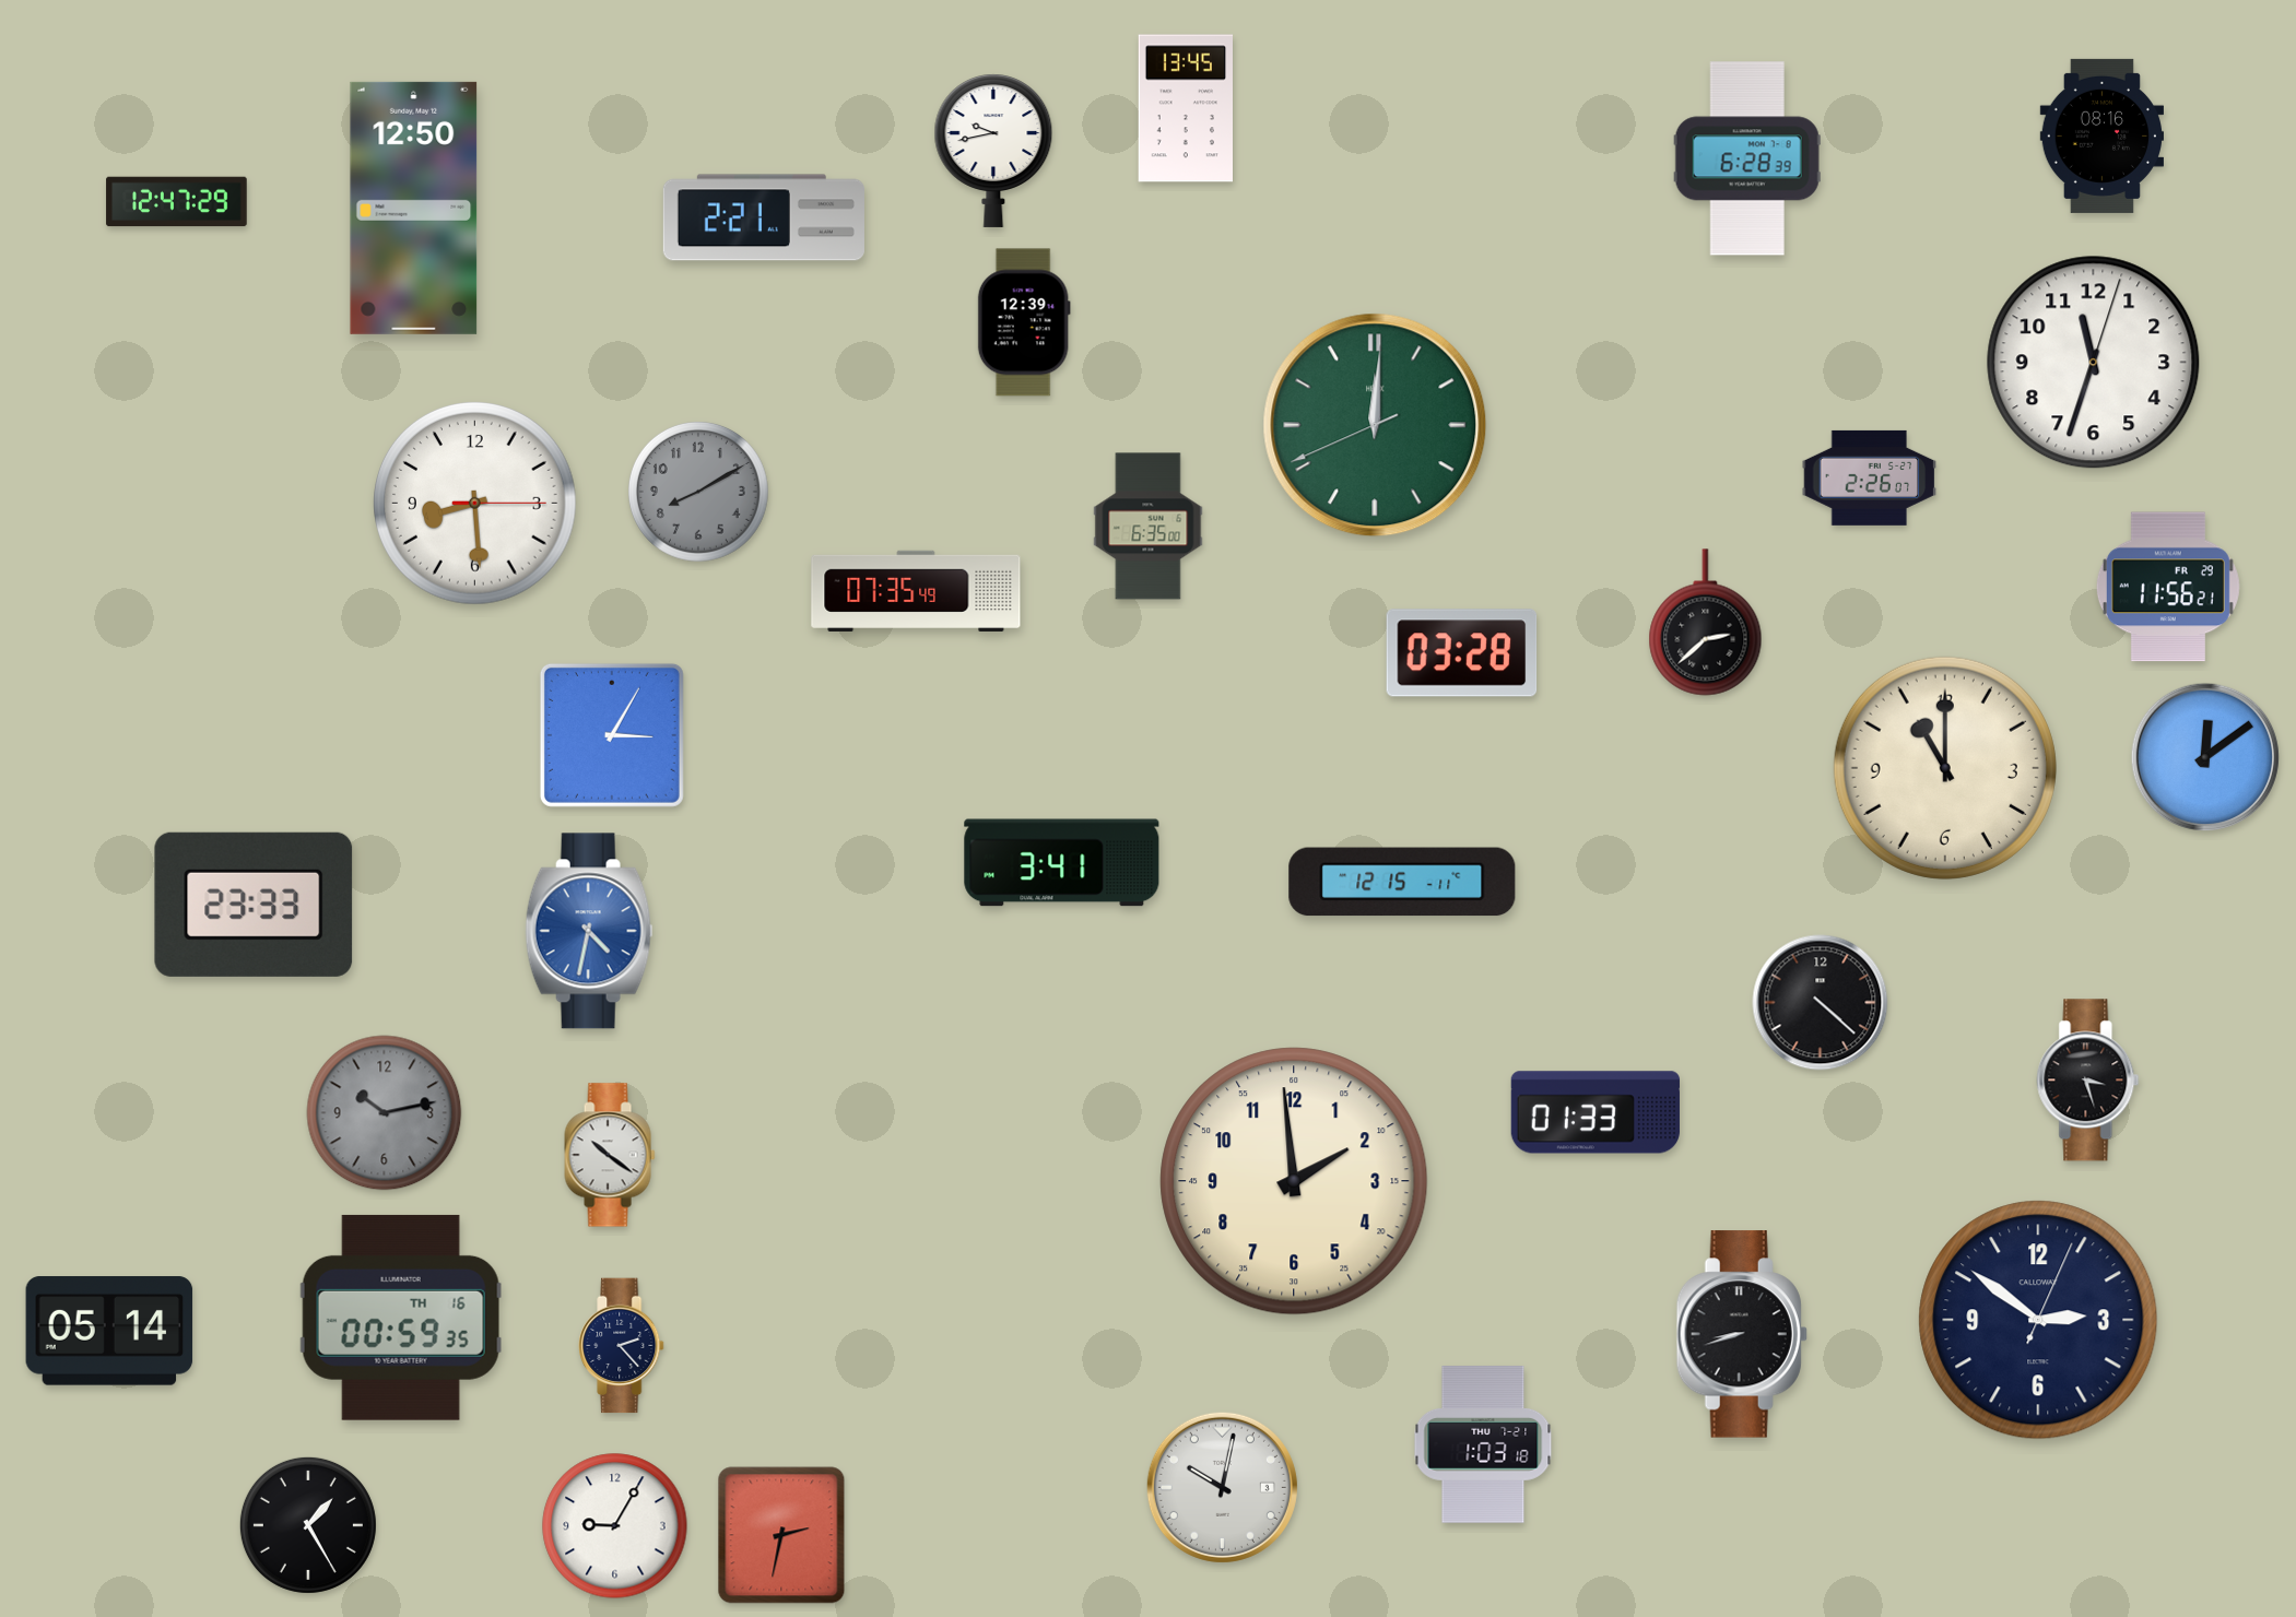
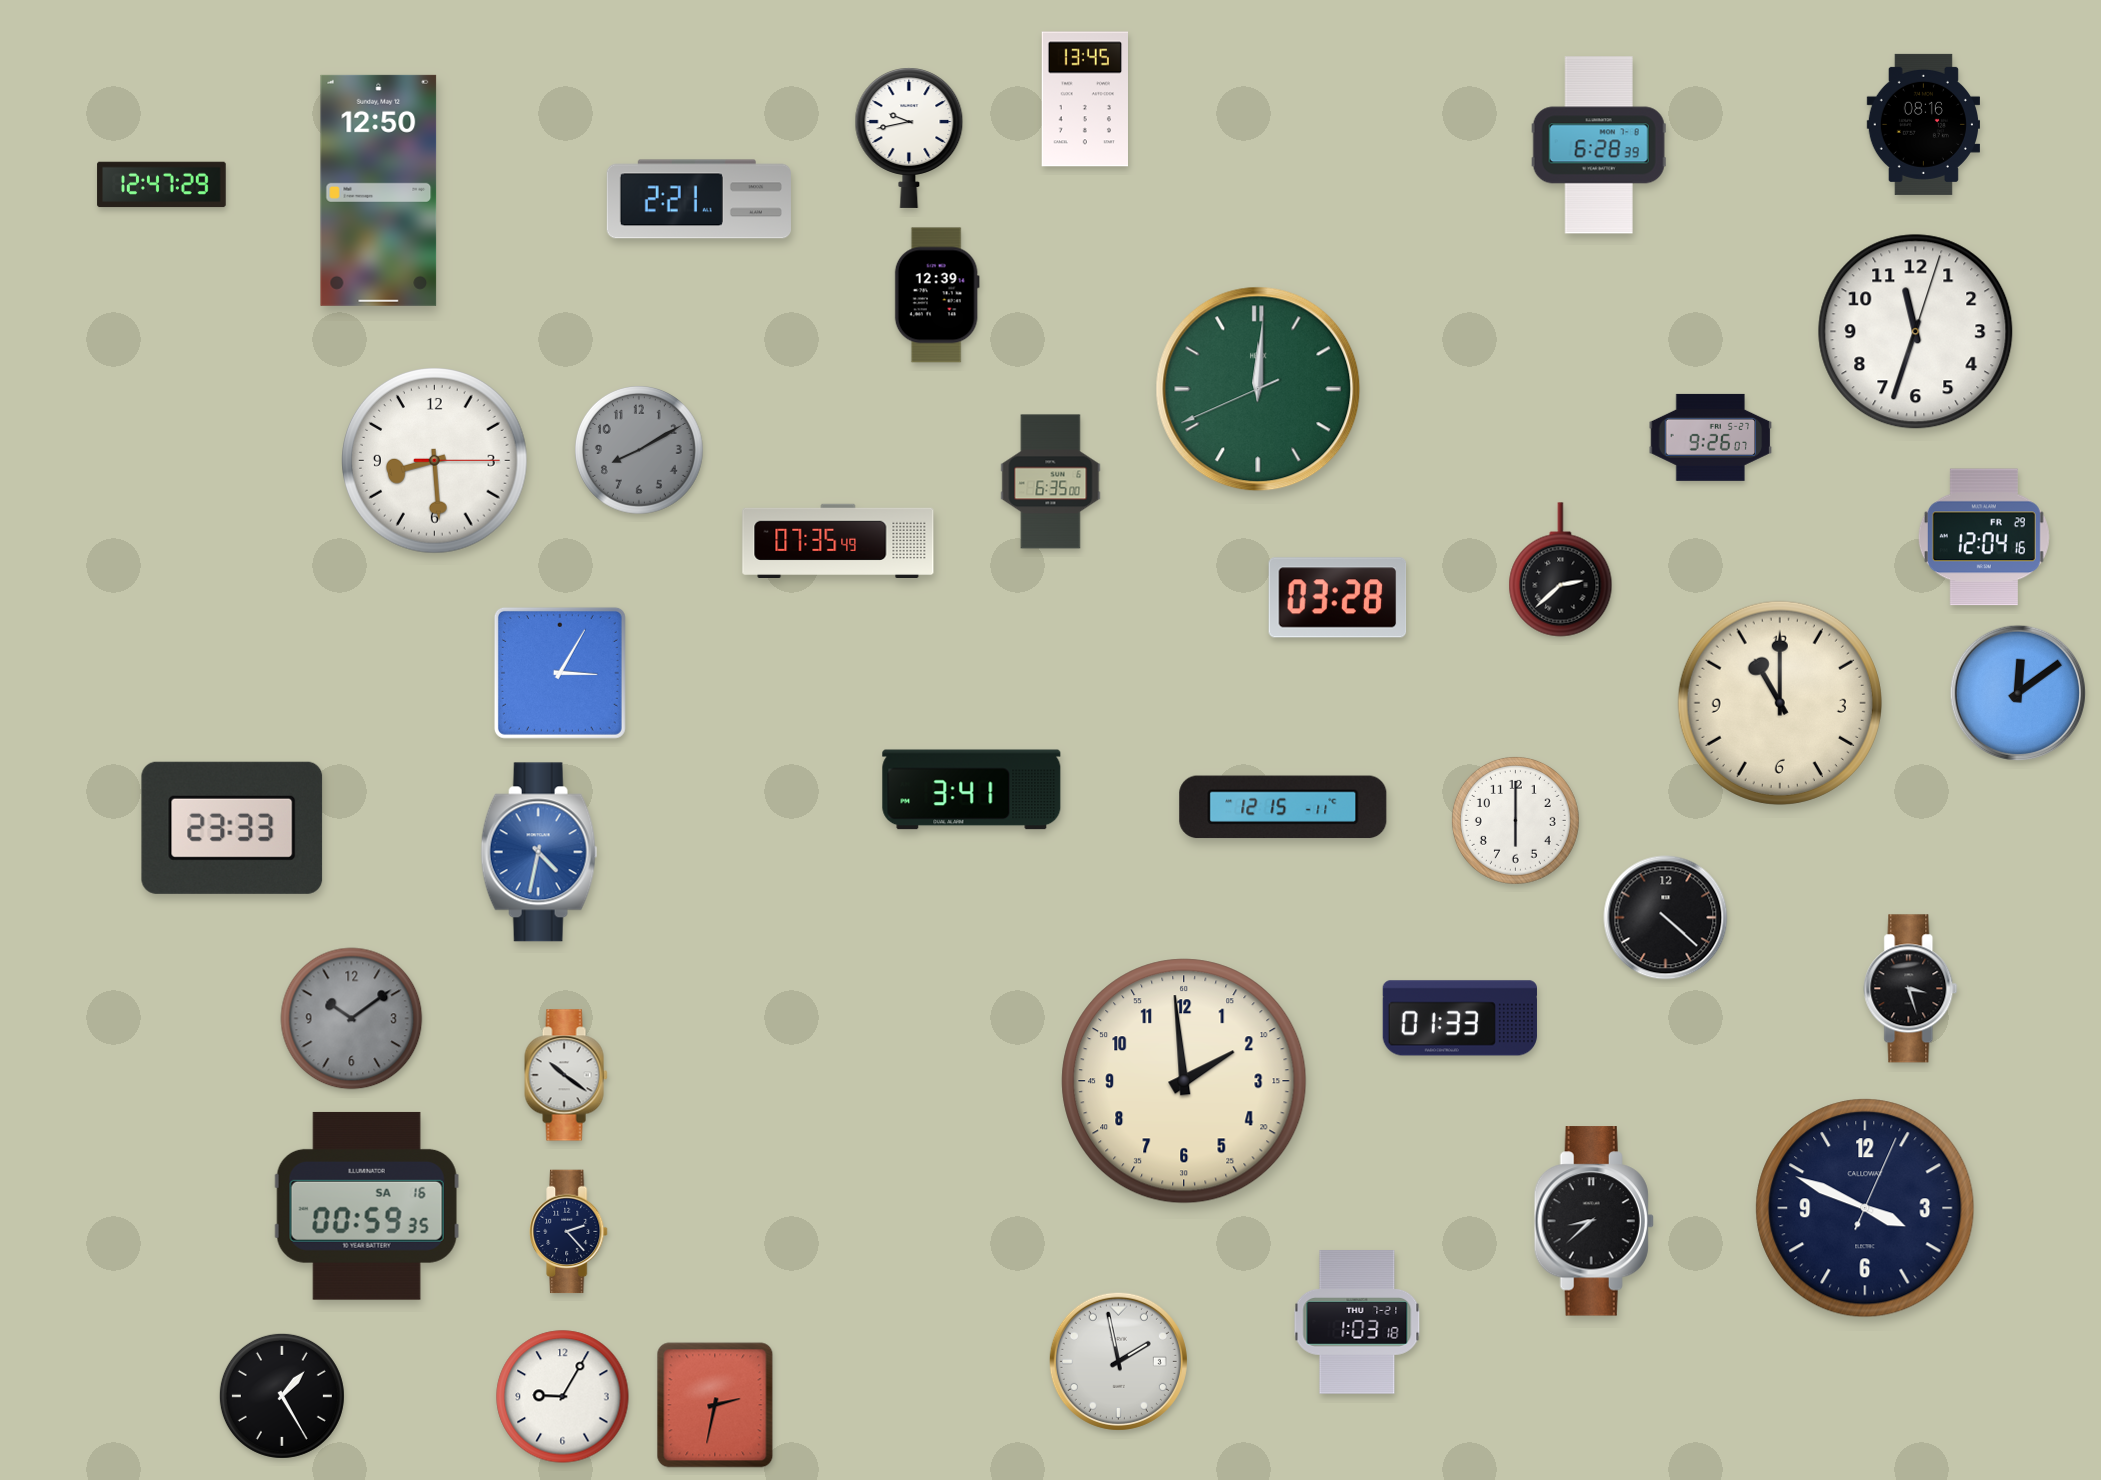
clock at (1870, 477): 2:26 -> 9:26
clock at (2168, 587): 11:56 -> 12:04
clock at (1515, 820): none -> 6:00
clock at (385, 1113): 10:13 -> 10:09
clock at (610, 1155) position: (610, 1155) -> (566, 1075)
clock at (401, 1318) date: TH 16 -> SA 16
clock at (2038, 1320): 2:51 -> 3:49
clock at (109, 1331): 05:14 -> none
clock at (1742, 1334): 8:42 -> 8:38
clock at (1222, 1487): 10:02 -> 1:58
